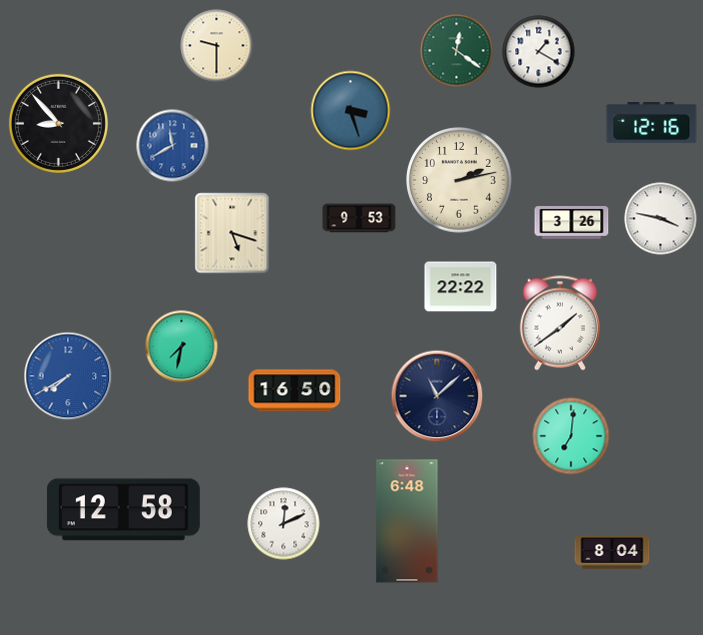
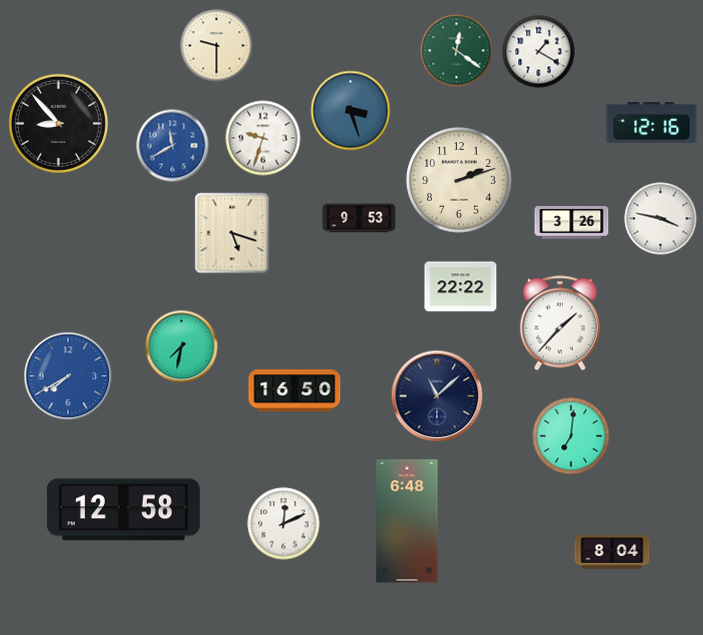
clock at (263, 138): none -> 9:33
clock at (460, 181): 2:13 -> 2:12
clock at (560, 323): 1:39 -> 1:37
